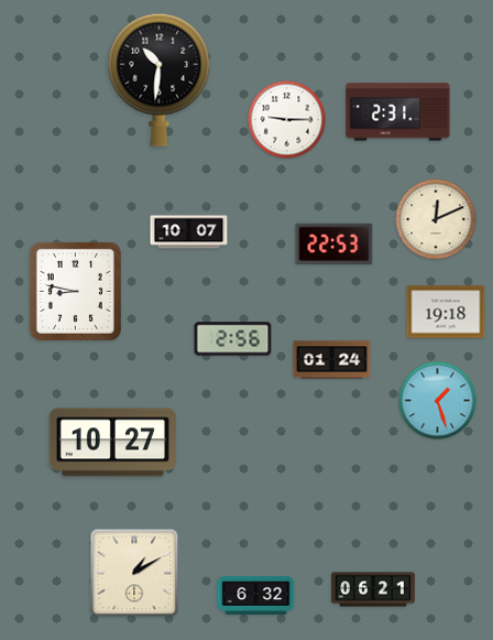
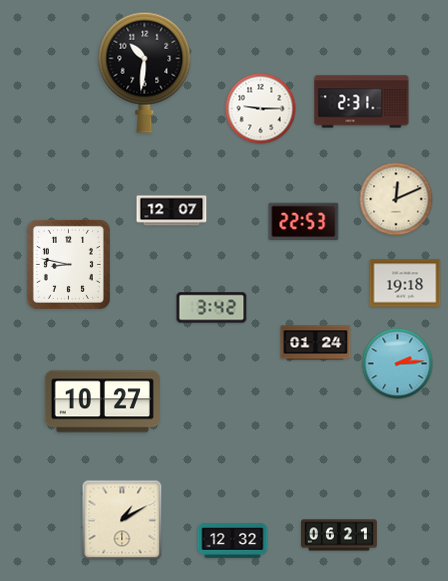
clock at (189, 232): 10:07 -> 12:07
clock at (233, 339): 2:56 -> 3:42
clock at (332, 360) position: (332, 360) -> (316, 343)
clock at (438, 401): 1:27 -> 2:14
clock at (256, 596): 6:32 -> 12:32
